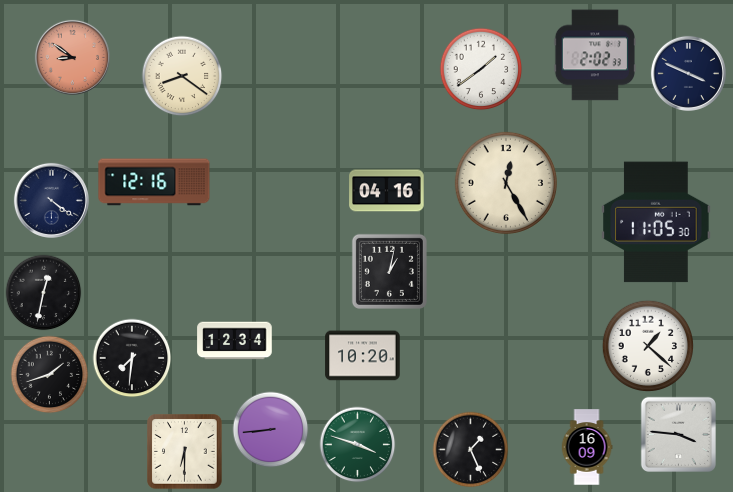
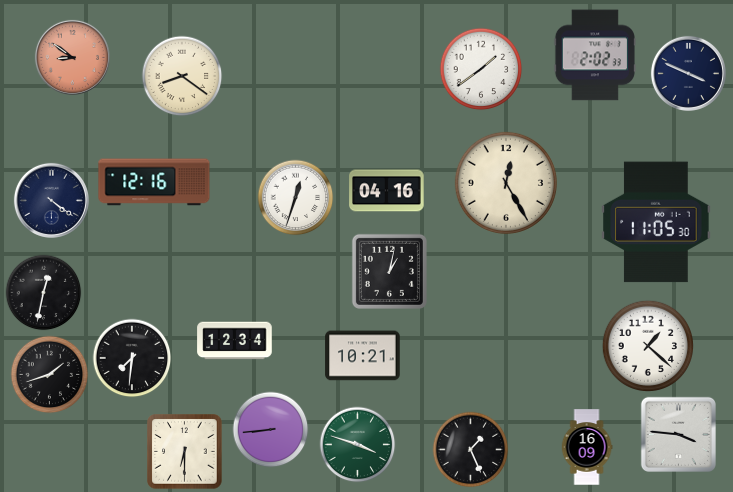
clock at (296, 198): none -> 12:33
clock at (363, 356): 10:20 -> 10:21
